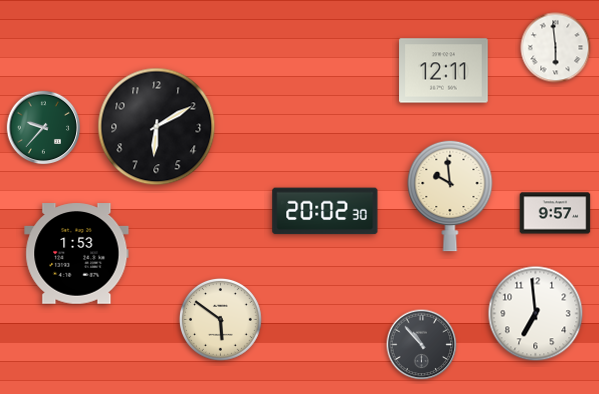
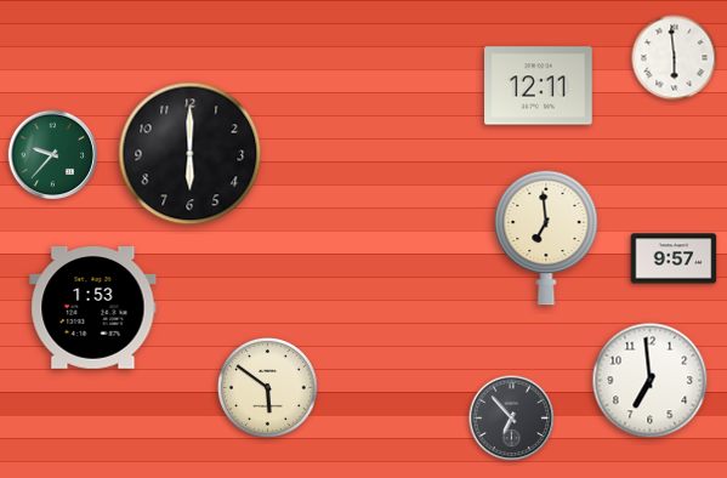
clock at (157, 127): 6:10 -> 6:00
clock at (450, 196): 9:59 -> 6:59
clock at (325, 211): 20:02 -> none
clock at (422, 345): 10:53 -> 6:53
